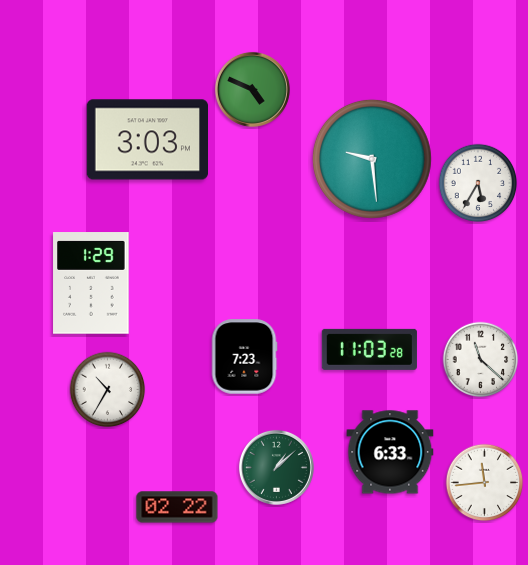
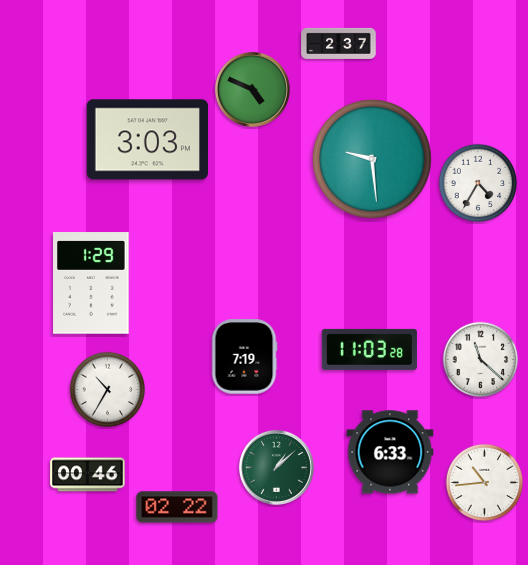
clock at (339, 43): none -> 2:37
clock at (478, 183): 5:35 -> 4:35
clock at (244, 357): 7:23 -> 7:19
clock at (88, 475): none -> 00:46
clock at (485, 483): 11:44 -> 10:44
